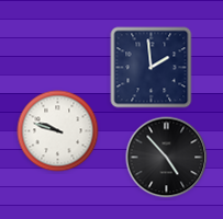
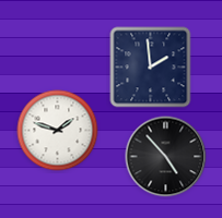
clock at (58, 131): 9:48 -> 1:48
